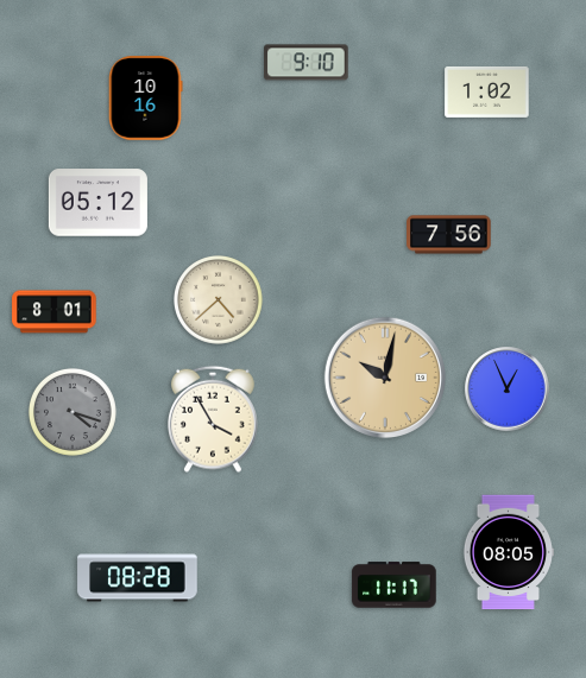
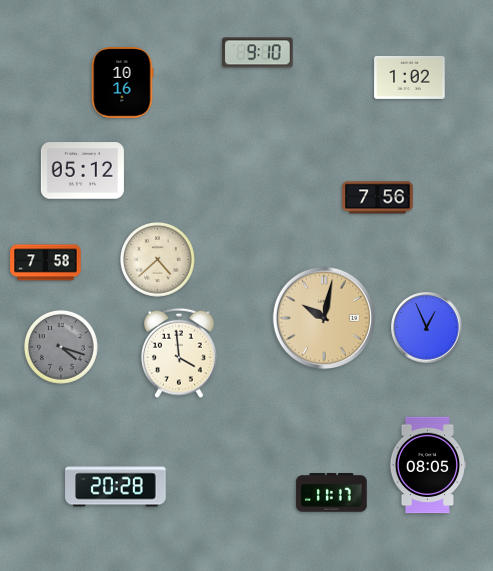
clock at (219, 300) position: (219, 300) -> (158, 260)
clock at (55, 312): 8:01 -> 7:58
clock at (214, 419): 3:55 -> 3:59
clock at (138, 577): 08:28 -> 20:28
